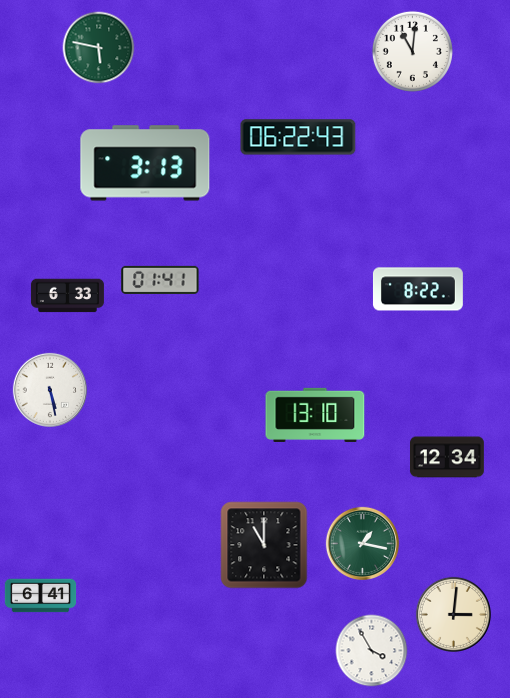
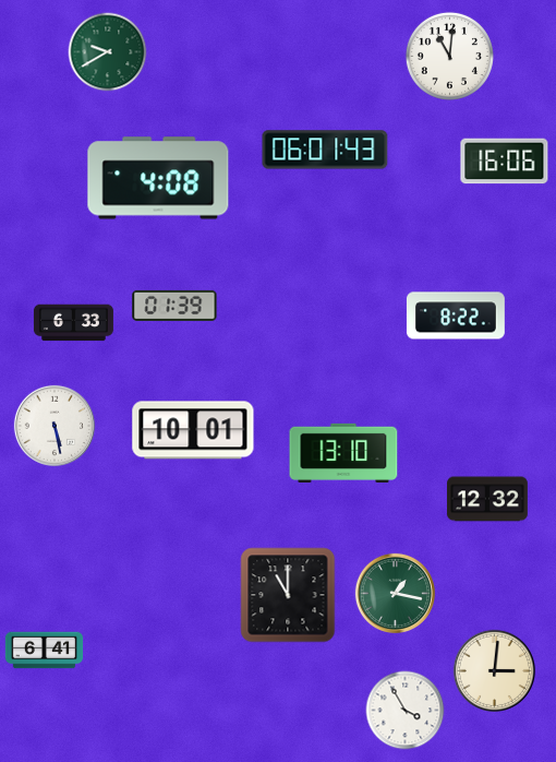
clock at (99, 48): 5:47 -> 9:40
clock at (298, 137): 06:22 -> 06:01
clock at (505, 162): none -> 16:06
clock at (145, 163): 3:13 -> 4:08
clock at (160, 280): 01:41 -> 01:39
clock at (193, 430): none -> 10:01
clock at (448, 457): 12:34 -> 12:32
